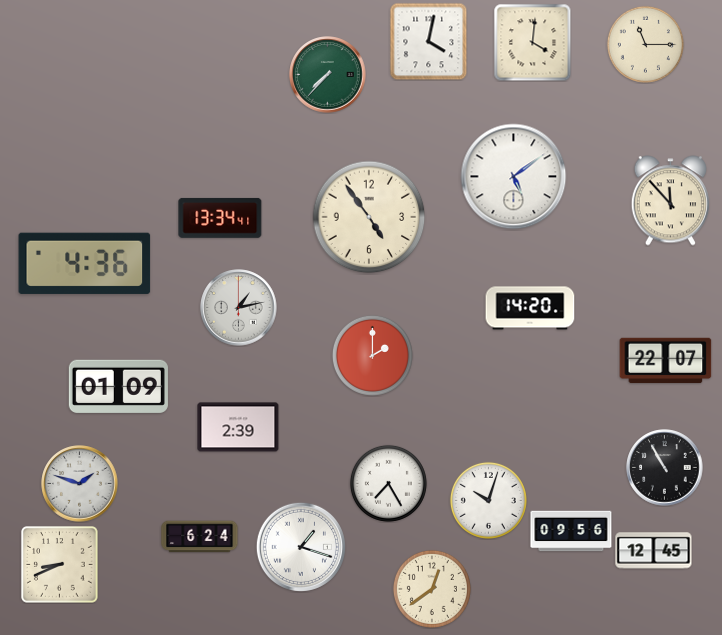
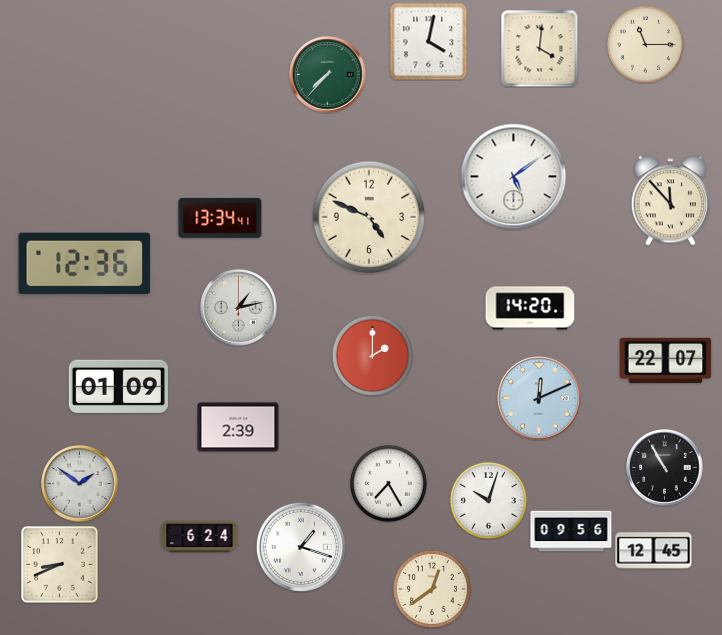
clock at (532, 42) position: (532, 42) -> (539, 48)
clock at (369, 217): 4:54 -> 4:49
clock at (85, 263): 4:36 -> 12:36
clock at (539, 398): none -> 12:11
clock at (80, 484): 1:48 -> 1:51
